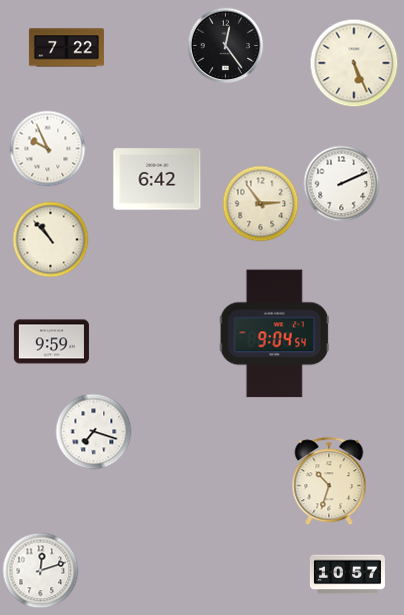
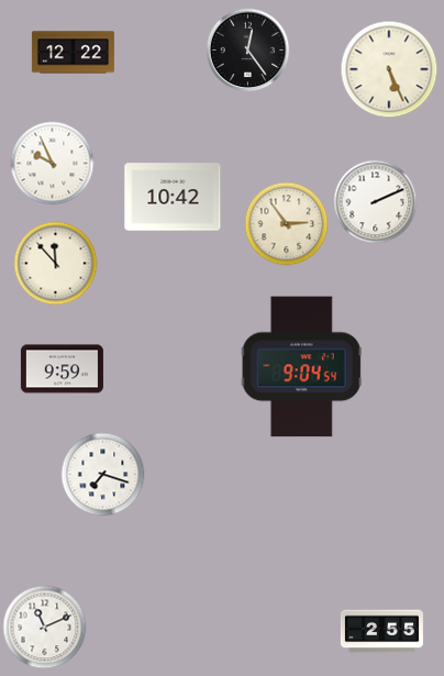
clock at (66, 48): 7:22 -> 12:22
clock at (157, 179): 6:42 -> 10:42
clock at (51, 240): 10:53 -> 11:53
clock at (51, 342) position: (51, 342) -> (62, 369)
clock at (329, 482): 10:33 -> none
clock at (41, 571): 12:12 -> 11:11
clock at (347, 575): 10:57 -> 2:55
